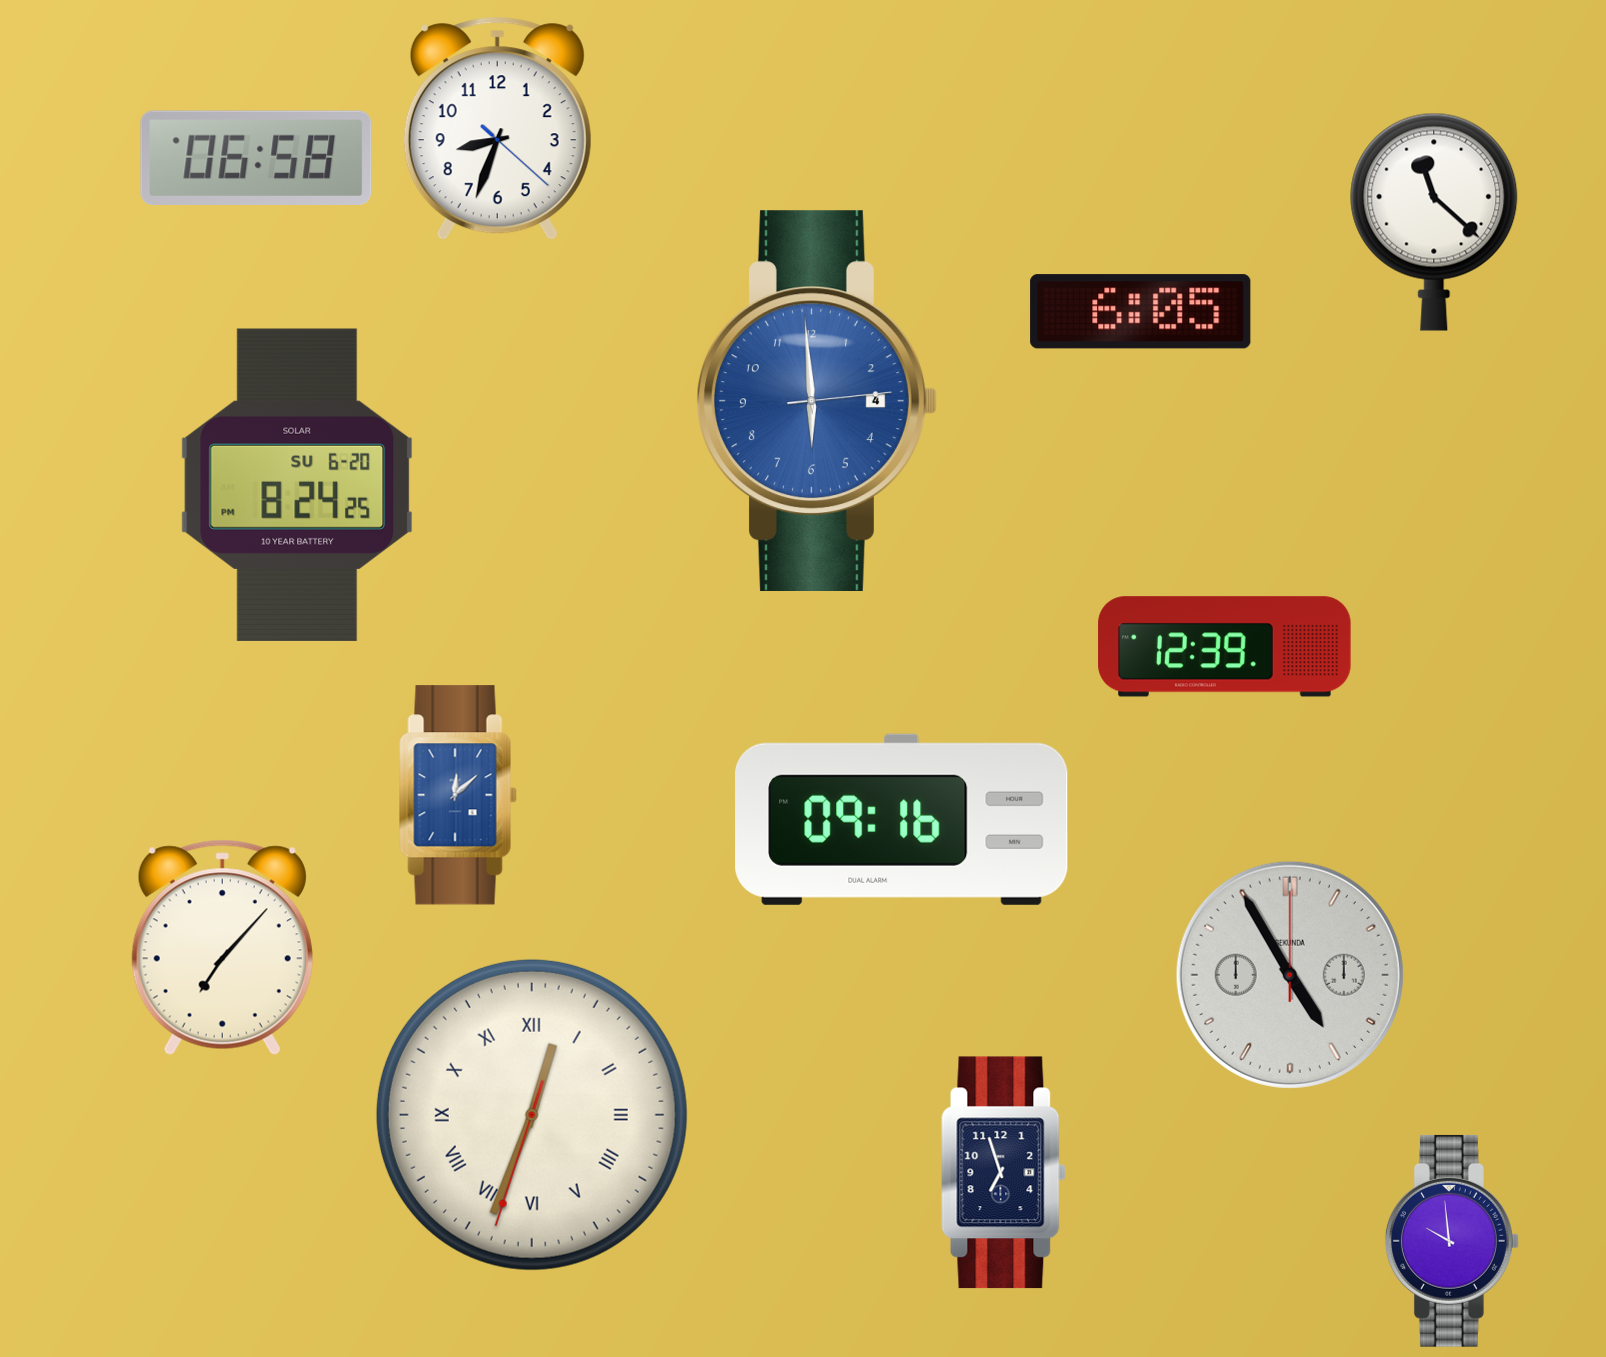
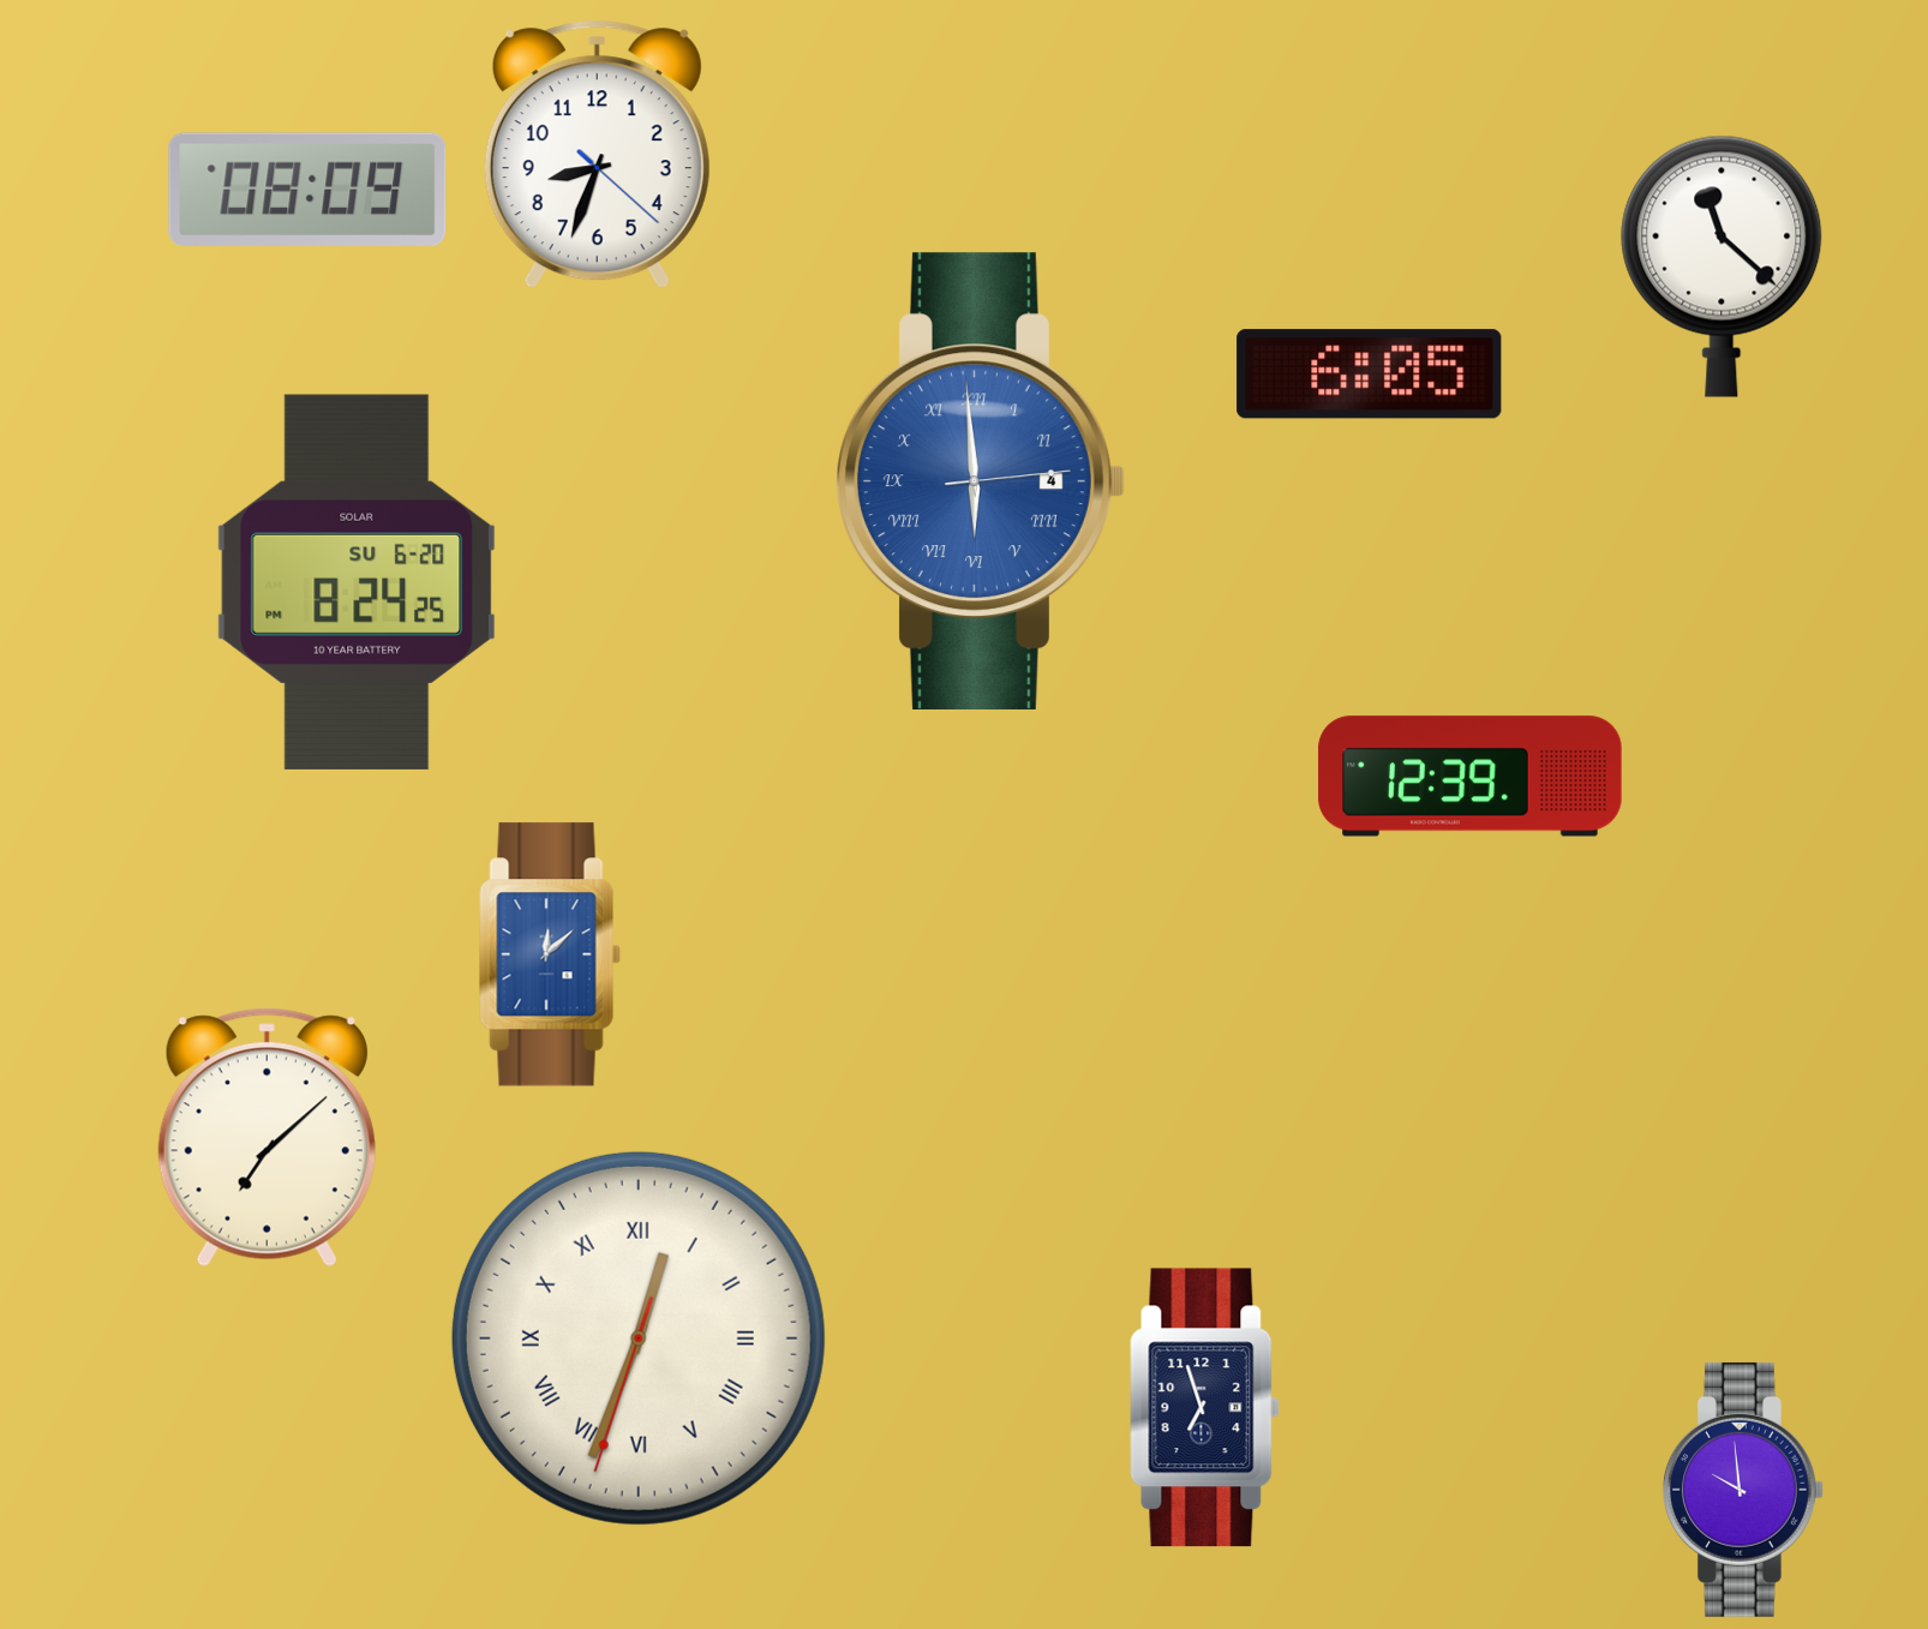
clock at (256, 158): 06:58 -> 08:09
clock at (817, 400) numerals: Arabic -> Roman
clock at (902, 819): 09:16 -> none
clock at (222, 948): 7:07 -> 7:08
clock at (1290, 975): 4:55 -> none
